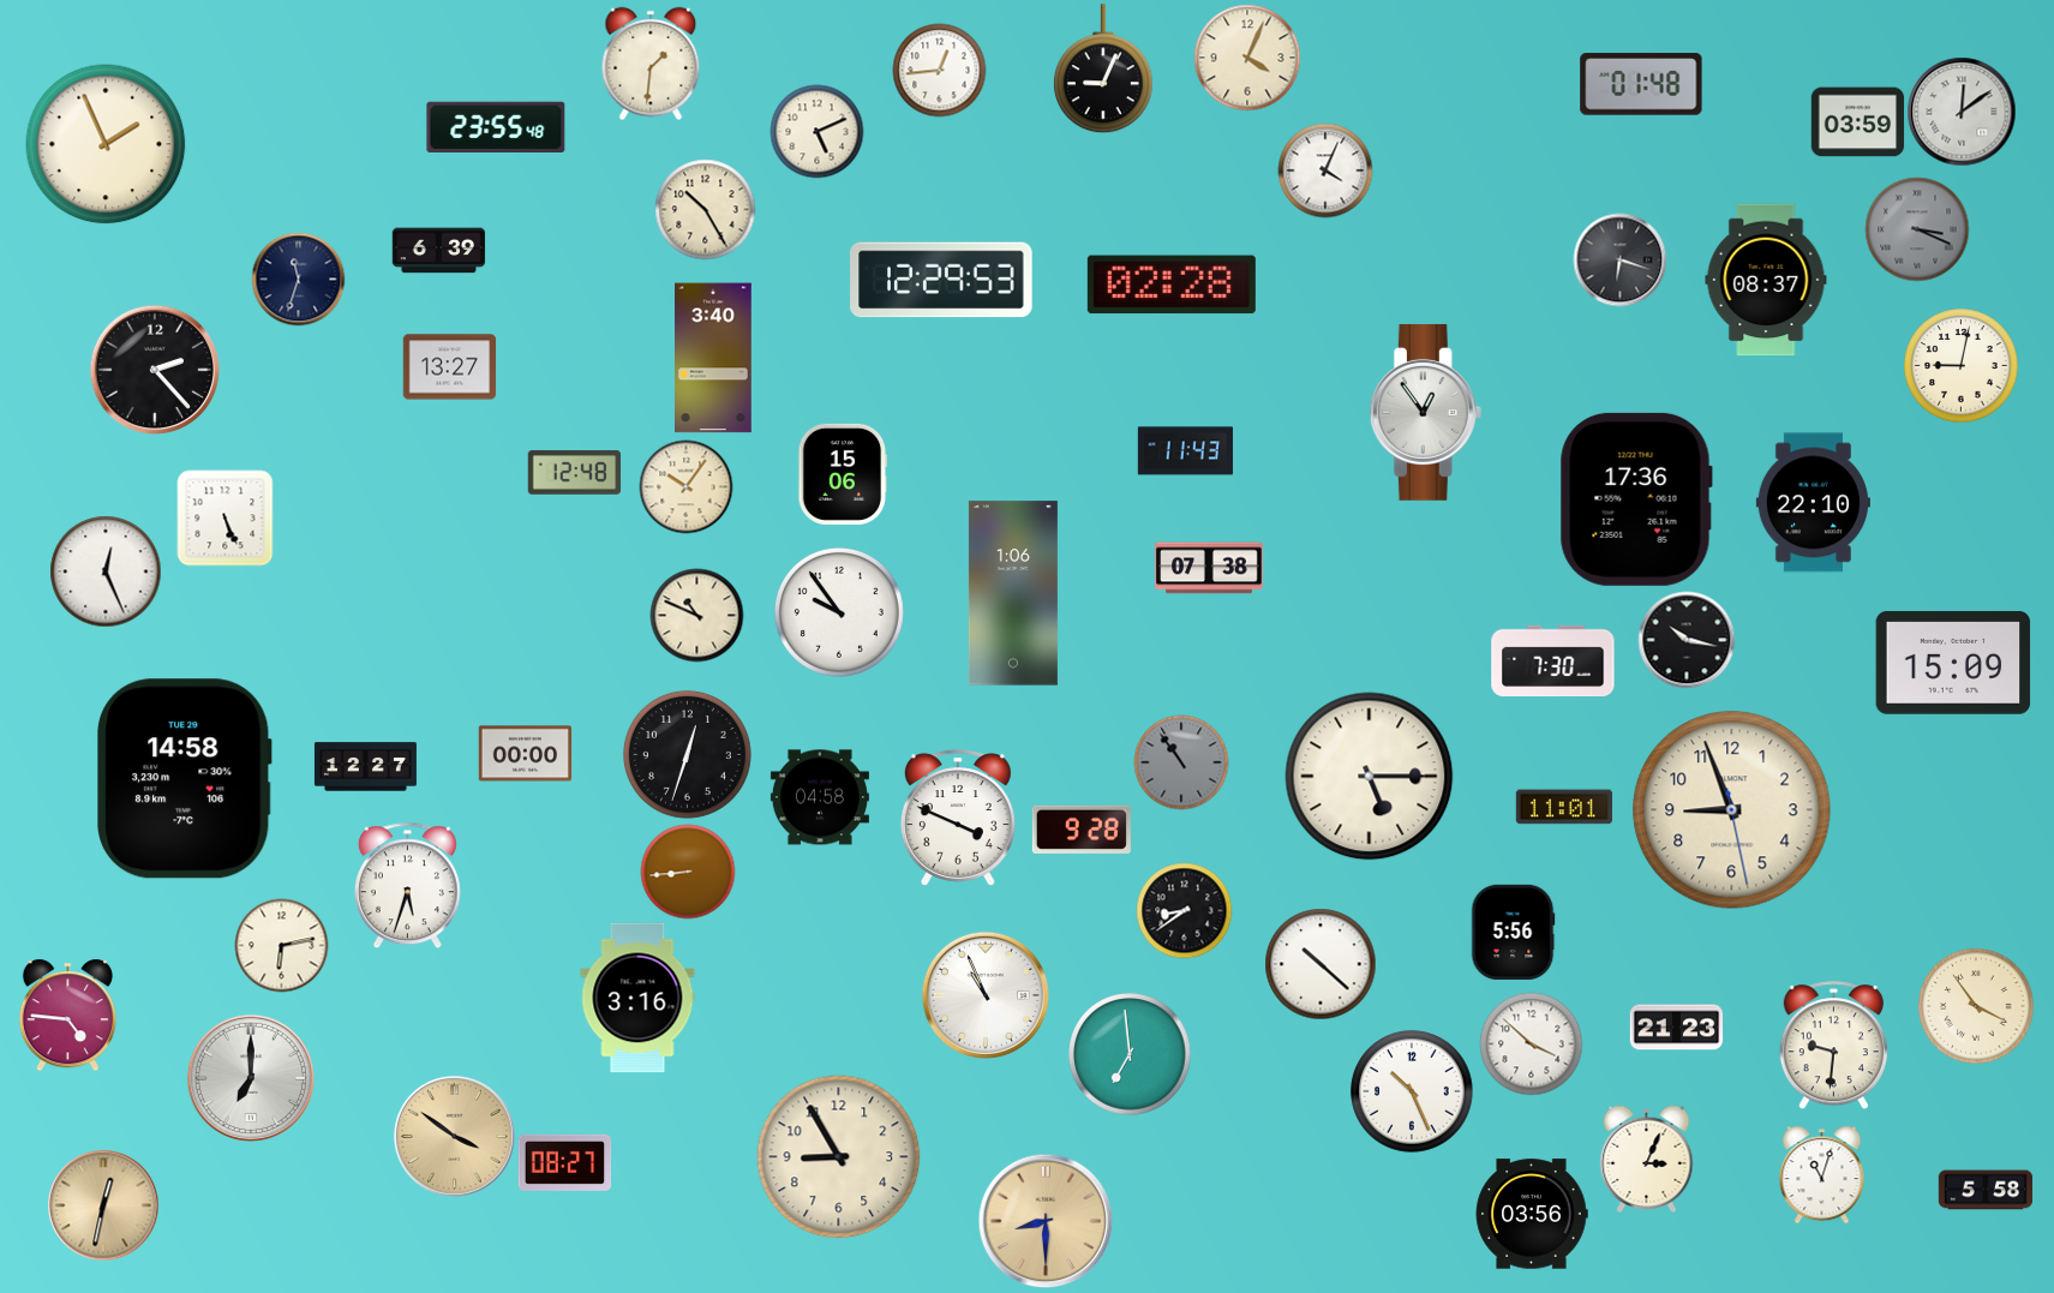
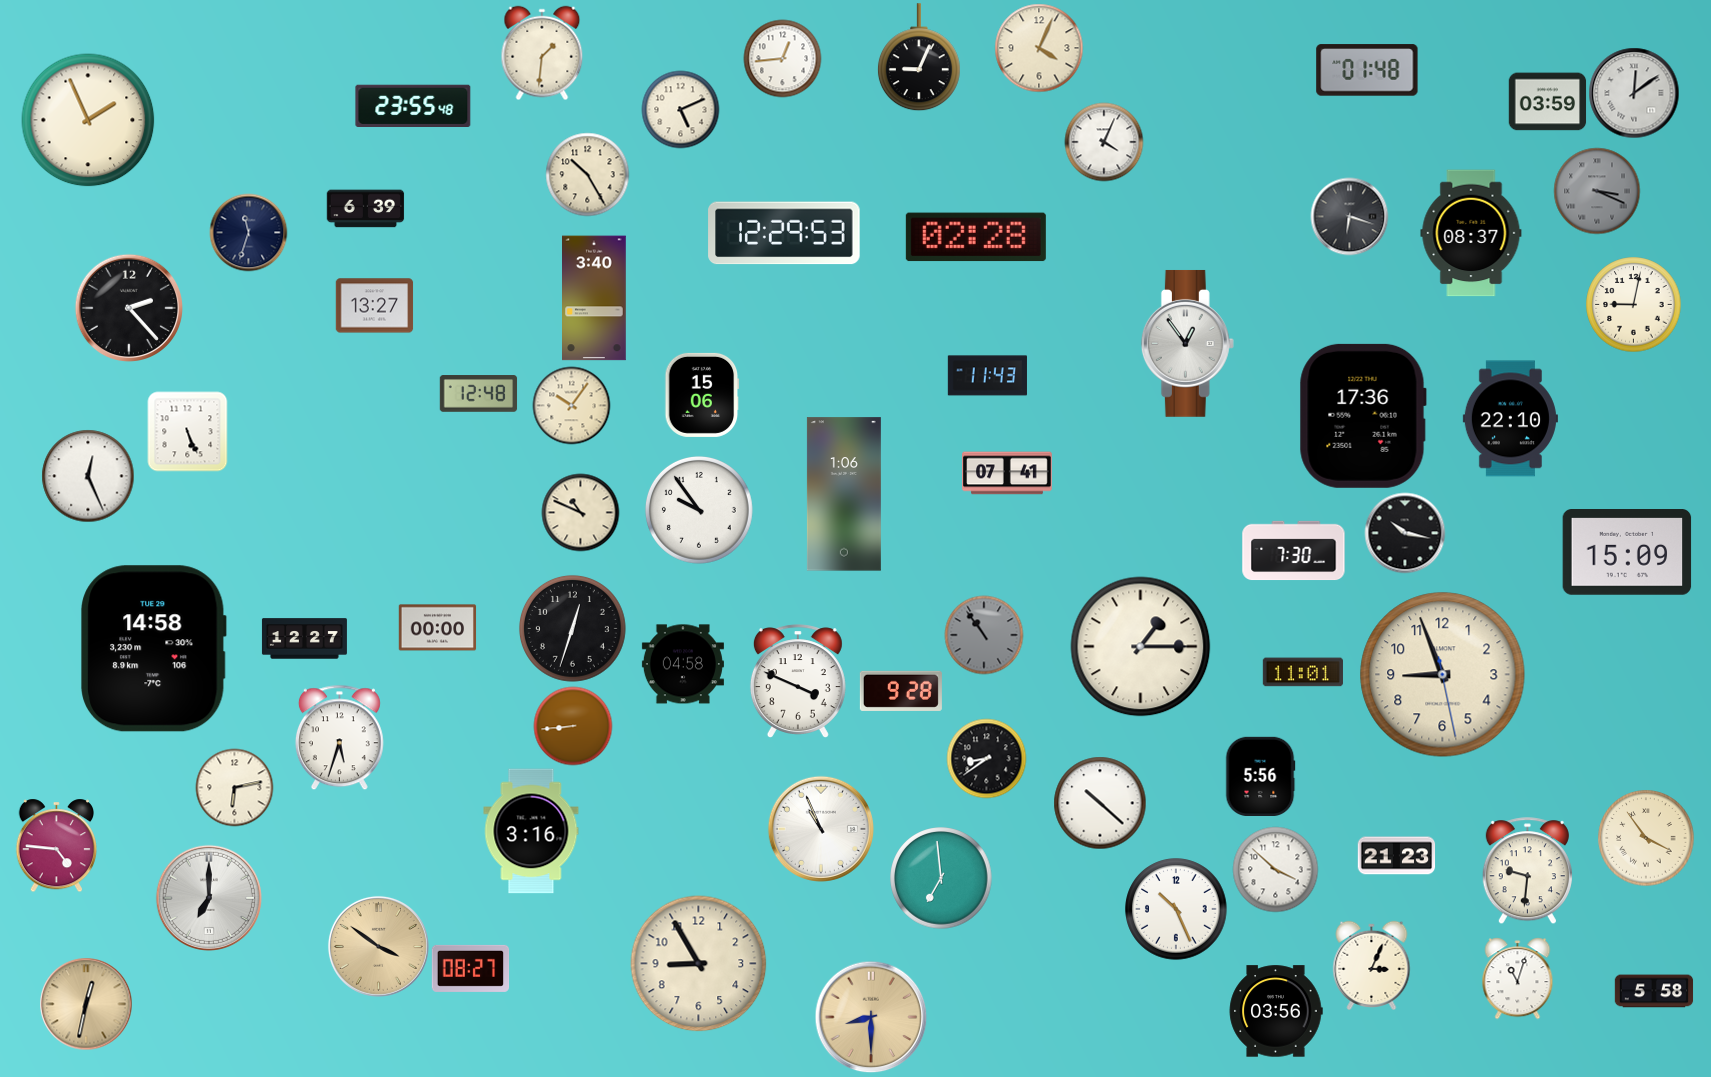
clock at (1209, 568): 07:38 -> 07:41
clock at (1370, 777): 5:15 -> 1:15
